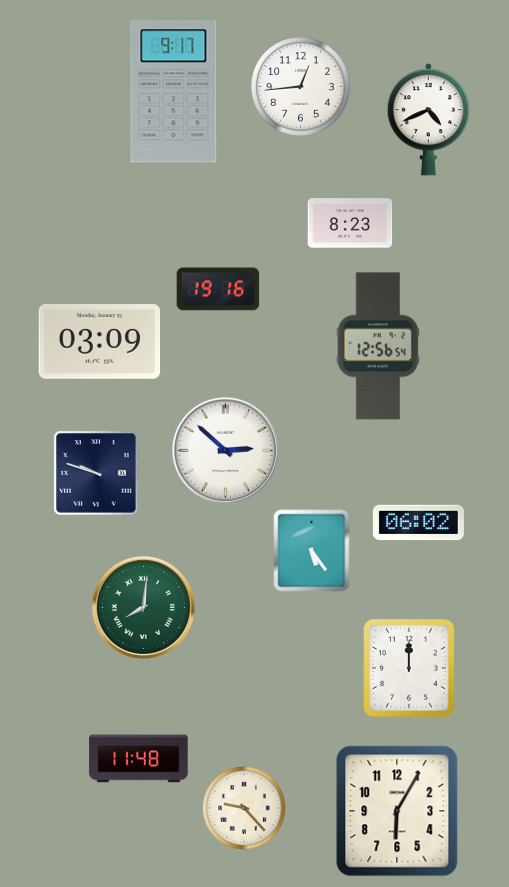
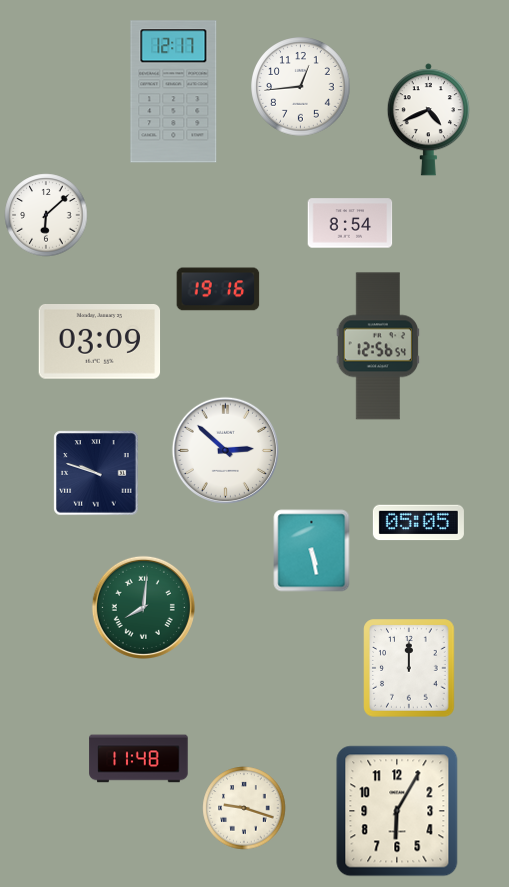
clock at (174, 92): 9:17 -> 12:17
clock at (46, 215): none -> 6:08
clock at (350, 223): 8:23 -> 8:54
clock at (418, 523): 06:02 -> 05:05
clock at (312, 551): 5:24 -> 5:28
clock at (244, 808): 9:23 -> 9:18
